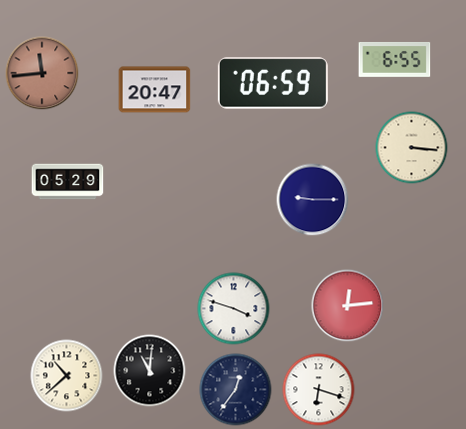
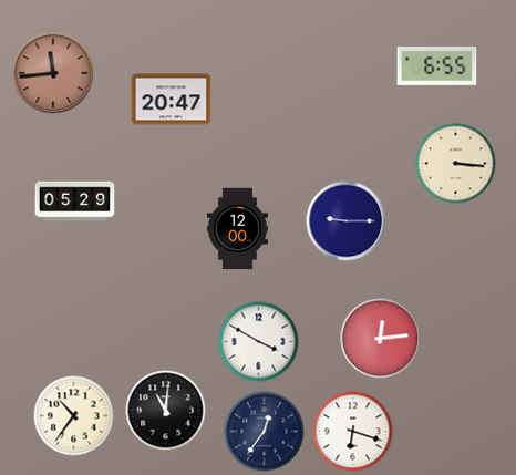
clock at (42, 73) position: (42, 73) -> (53, 73)
clock at (273, 83): 06:59 -> none
clock at (237, 229): none -> 12:00
clock at (348, 306) position: (348, 306) -> (381, 339)
clock at (234, 309): 3:48 -> 3:50
clock at (67, 376): 10:38 -> 10:36
clock at (236, 390) position: (236, 390) -> (265, 432)
